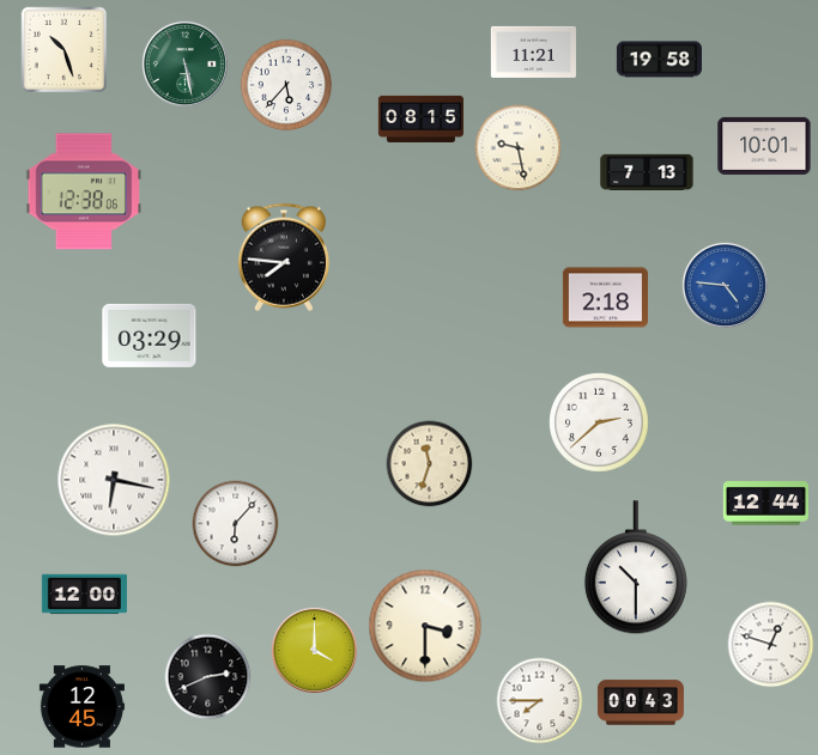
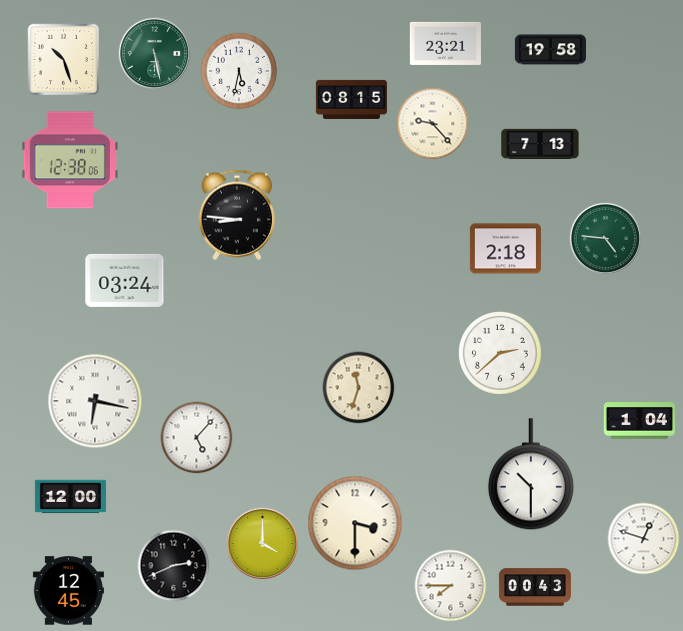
clock at (65, 50) position: (65, 50) -> (64, 60)
clock at (533, 51): 11:21 -> 23:21
clock at (286, 85): 5:37 -> 5:32
clock at (764, 146): 10:01 -> none
clock at (519, 148): 9:28 -> 9:23
clock at (283, 257): 7:46 -> 8:46
clock at (725, 285) dial: blue -> green
clock at (150, 335): 03:29 -> 03:24
clock at (765, 504): 12:44 -> 1:04
clock at (236, 524): 6:07 -> 5:07
